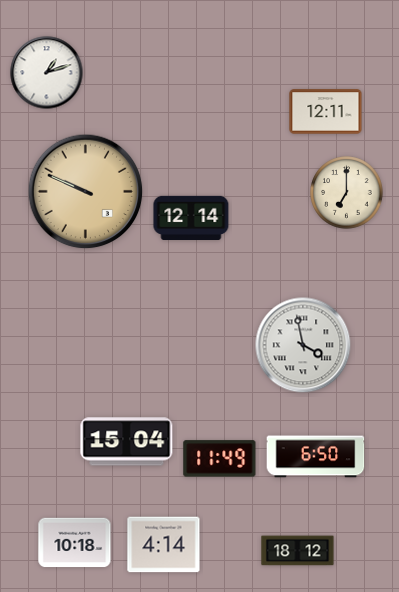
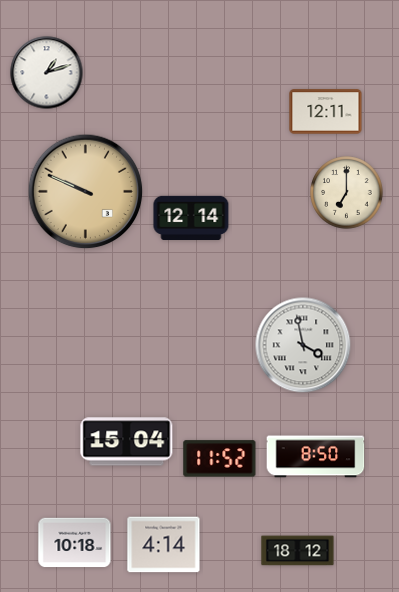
clock at (316, 457): 6:50 -> 8:50
clock at (220, 459): 11:49 -> 11:52
